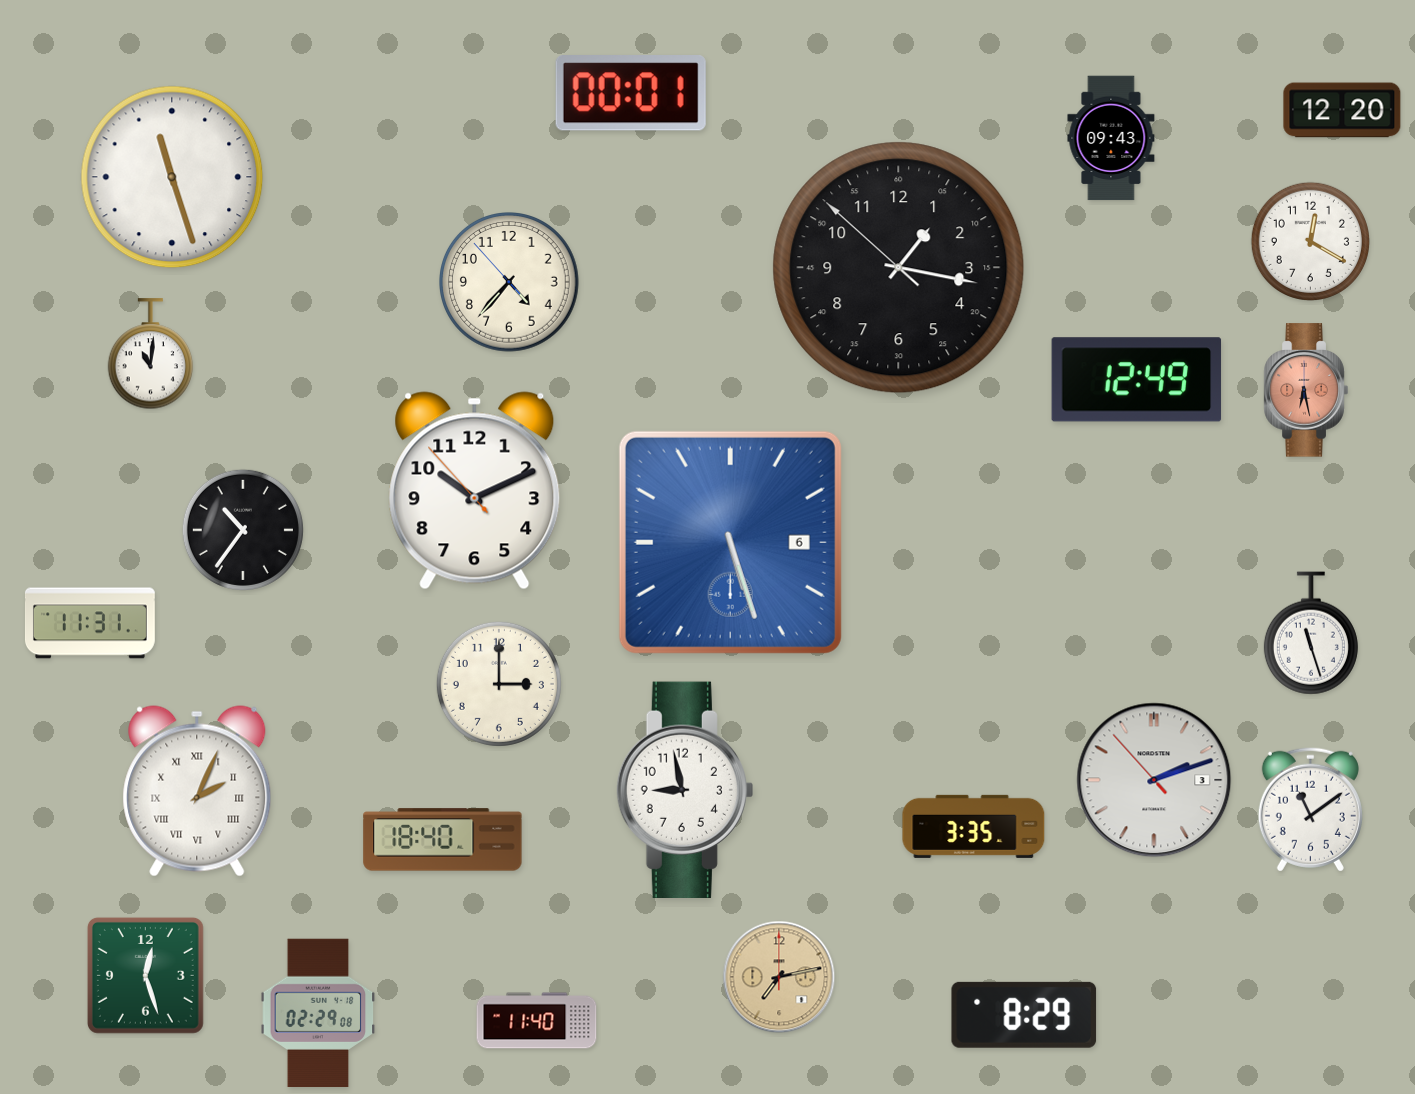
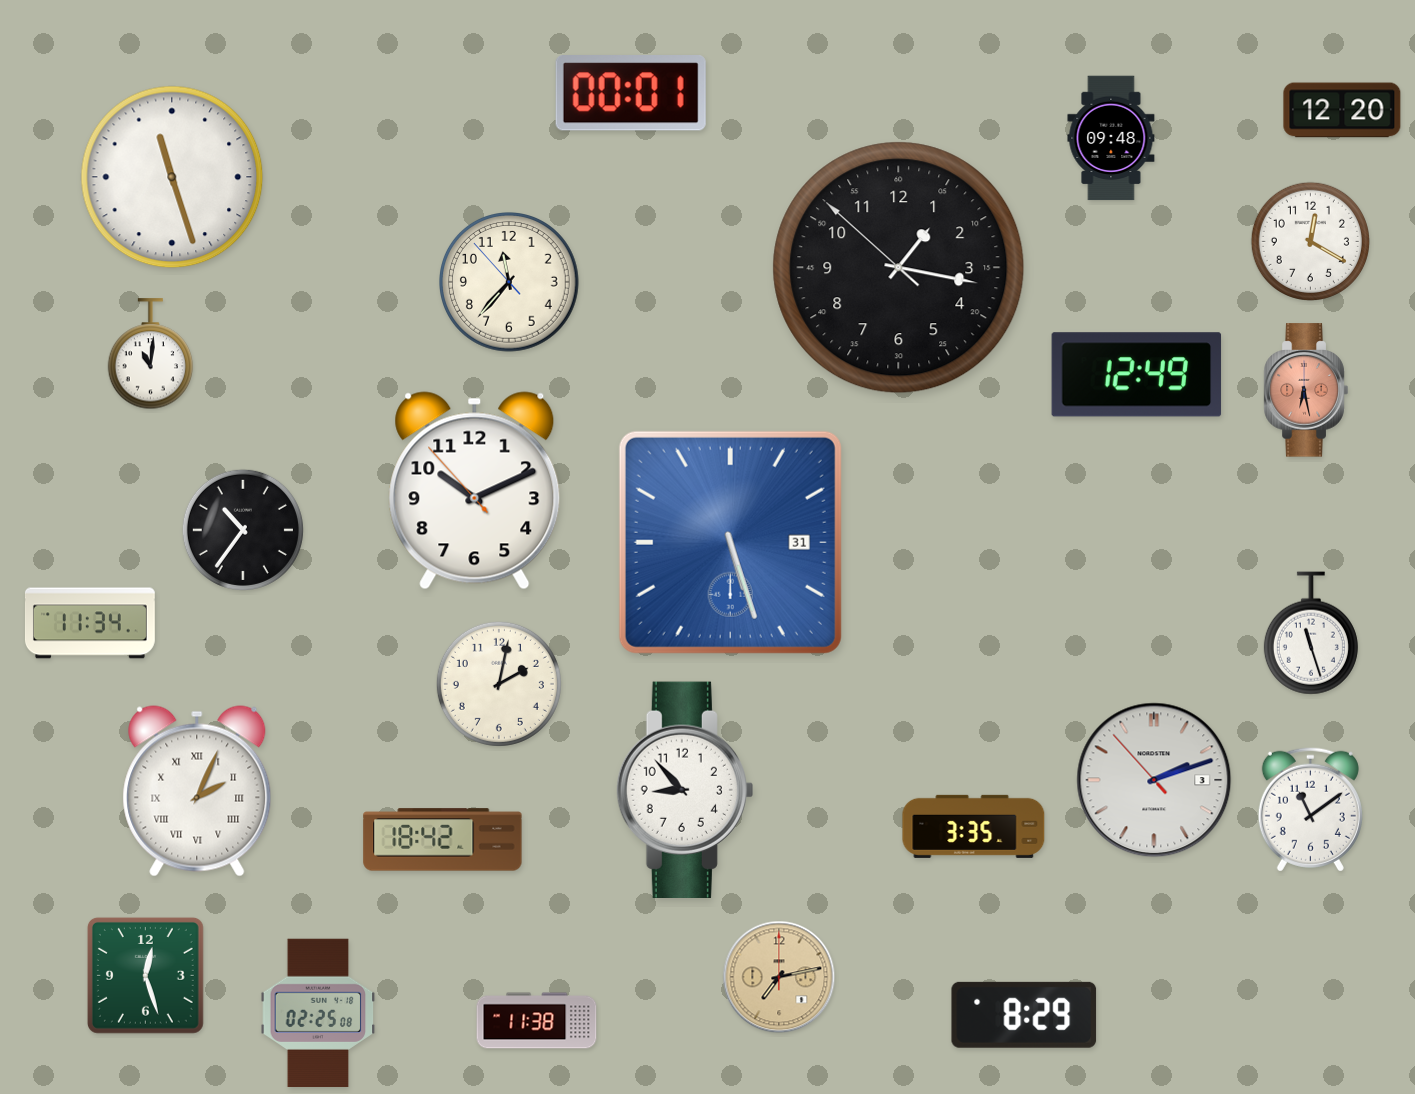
clock at (1111, 138): 09:43 -> 09:48
clock at (510, 283): 4:36 -> 11:36
clock at (1137, 380) position: (1137, 380) -> (1137, 375)
clock at (730, 542) date: 6 -> 31
clock at (90, 623): 11:31 -> 11:34
clock at (499, 684): 3:00 -> 2:02
clock at (685, 789): 8:58 -> 8:53
clock at (443, 840): 18:40 -> 18:42
clock at (318, 1012): 02:29 -> 02:25
clock at (537, 1021): 11:40 -> 11:38
